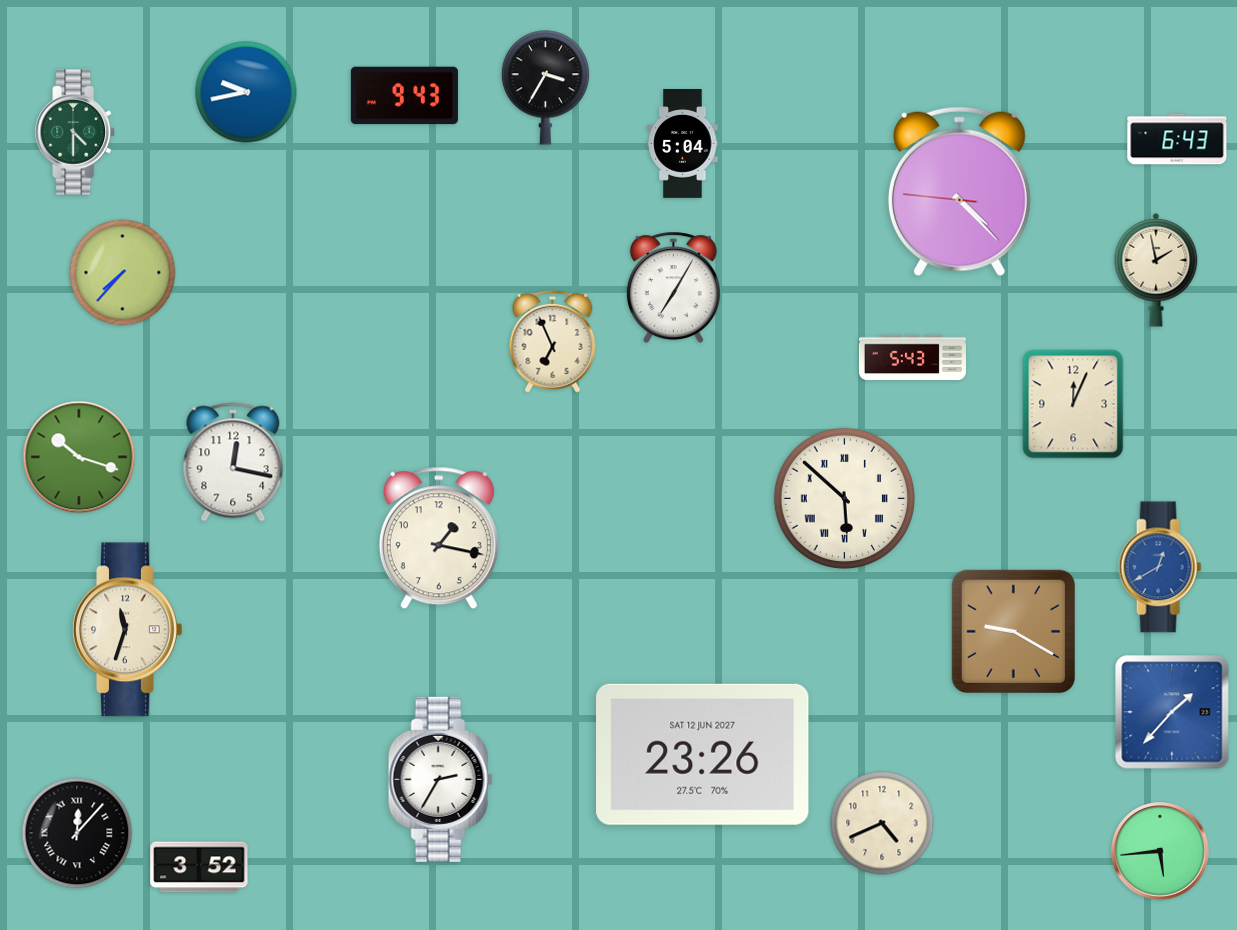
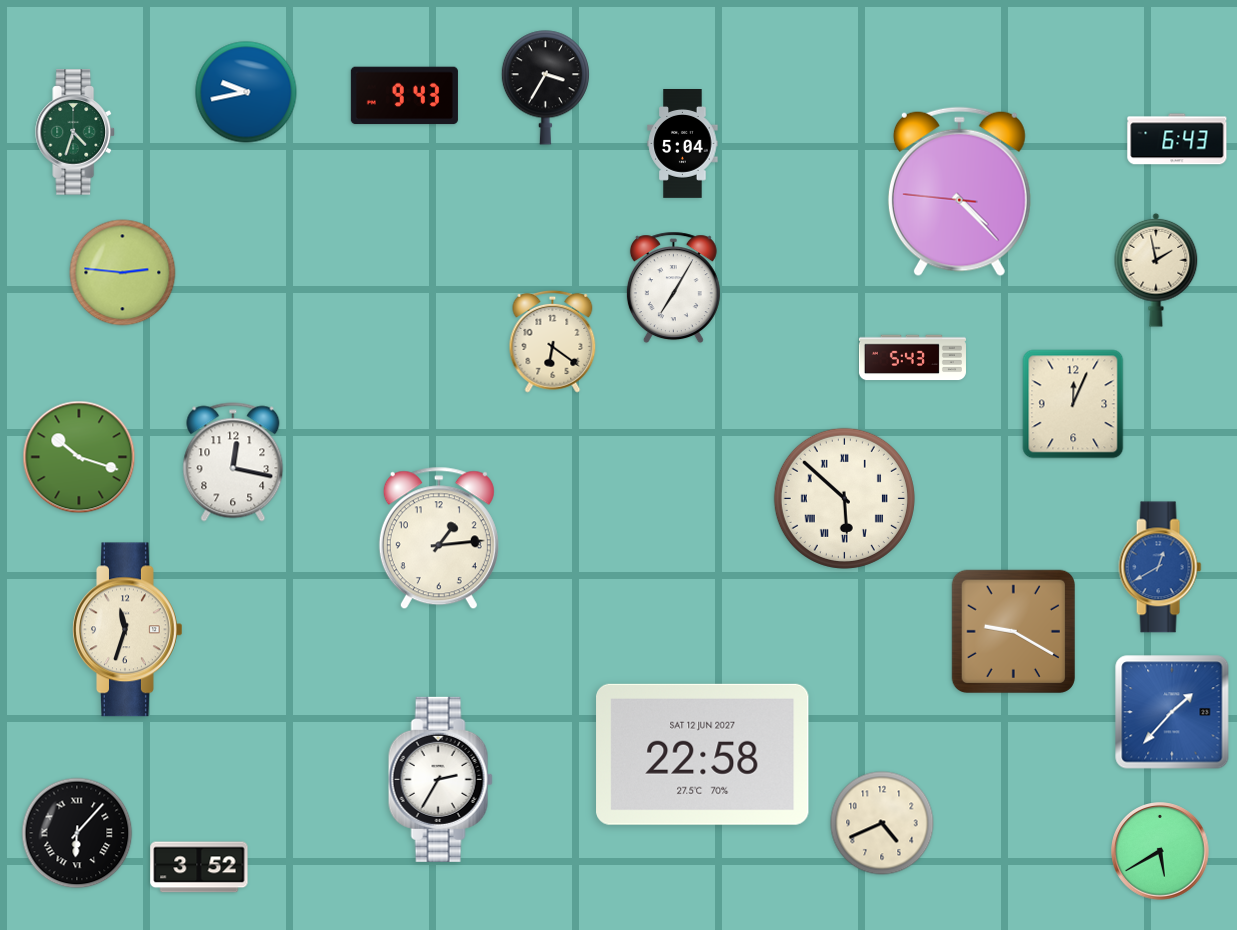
clock at (75, 132): 4:30 -> 4:33
clock at (123, 273): 7:37 -> 2:46
clock at (553, 341): 6:56 -> 6:21
clock at (439, 538): 1:17 -> 1:14
clock at (703, 754): 23:26 -> 22:58
clock at (77, 833): 12:07 -> 6:07
clock at (1160, 851): 5:44 -> 5:40
